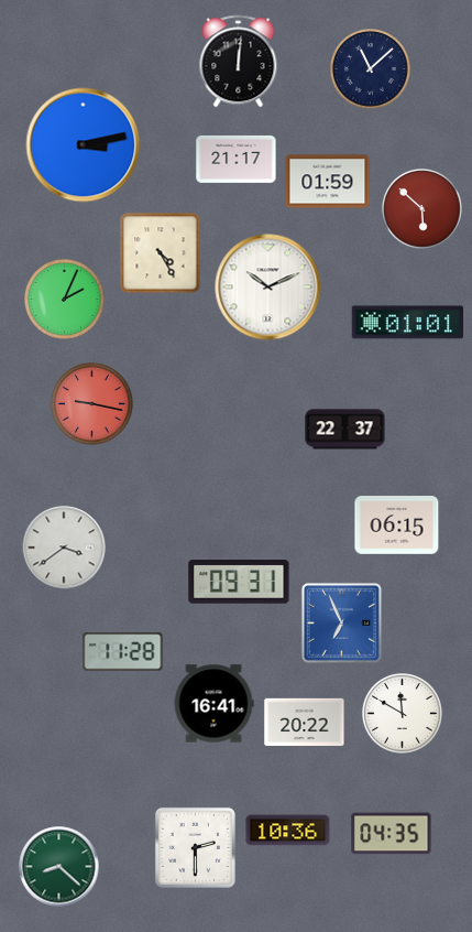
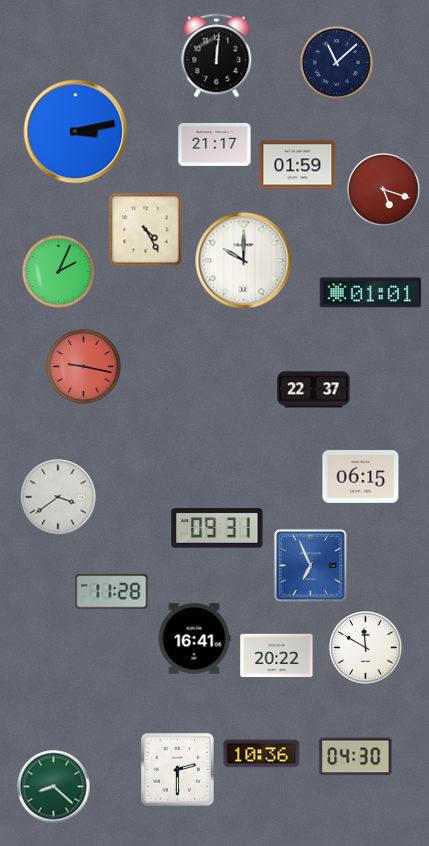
clock at (422, 209): 5:52 -> 5:18
clock at (268, 288): 10:11 -> 10:00
clock at (392, 834): 04:35 -> 04:30
